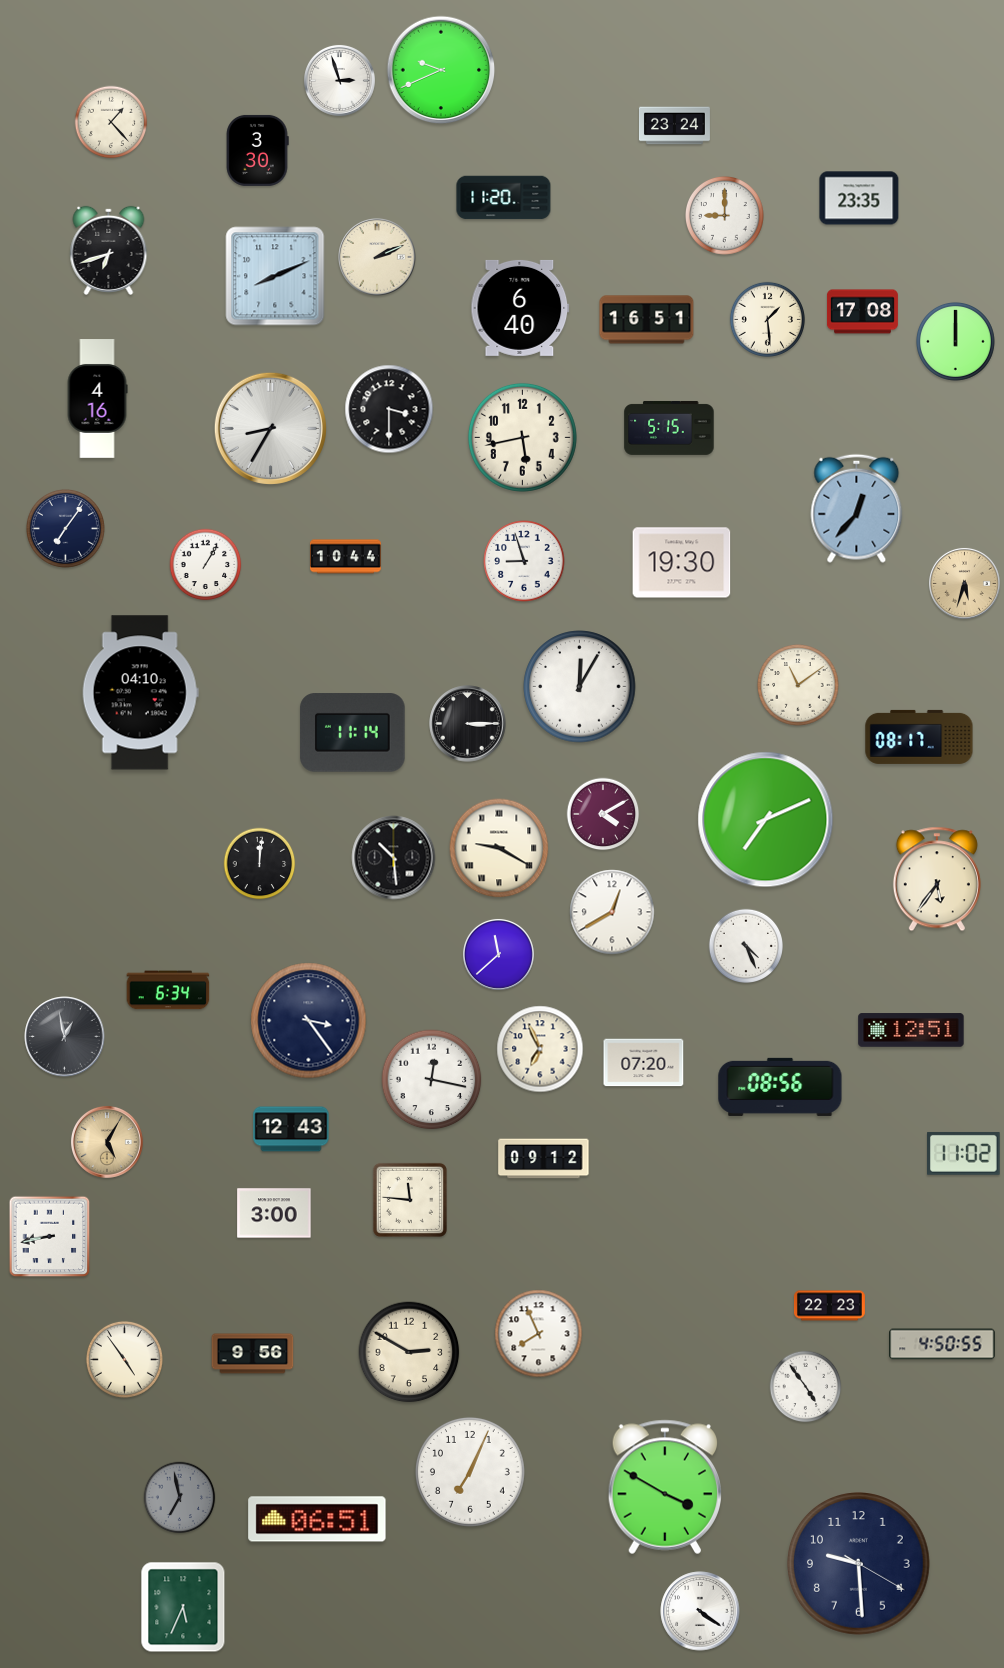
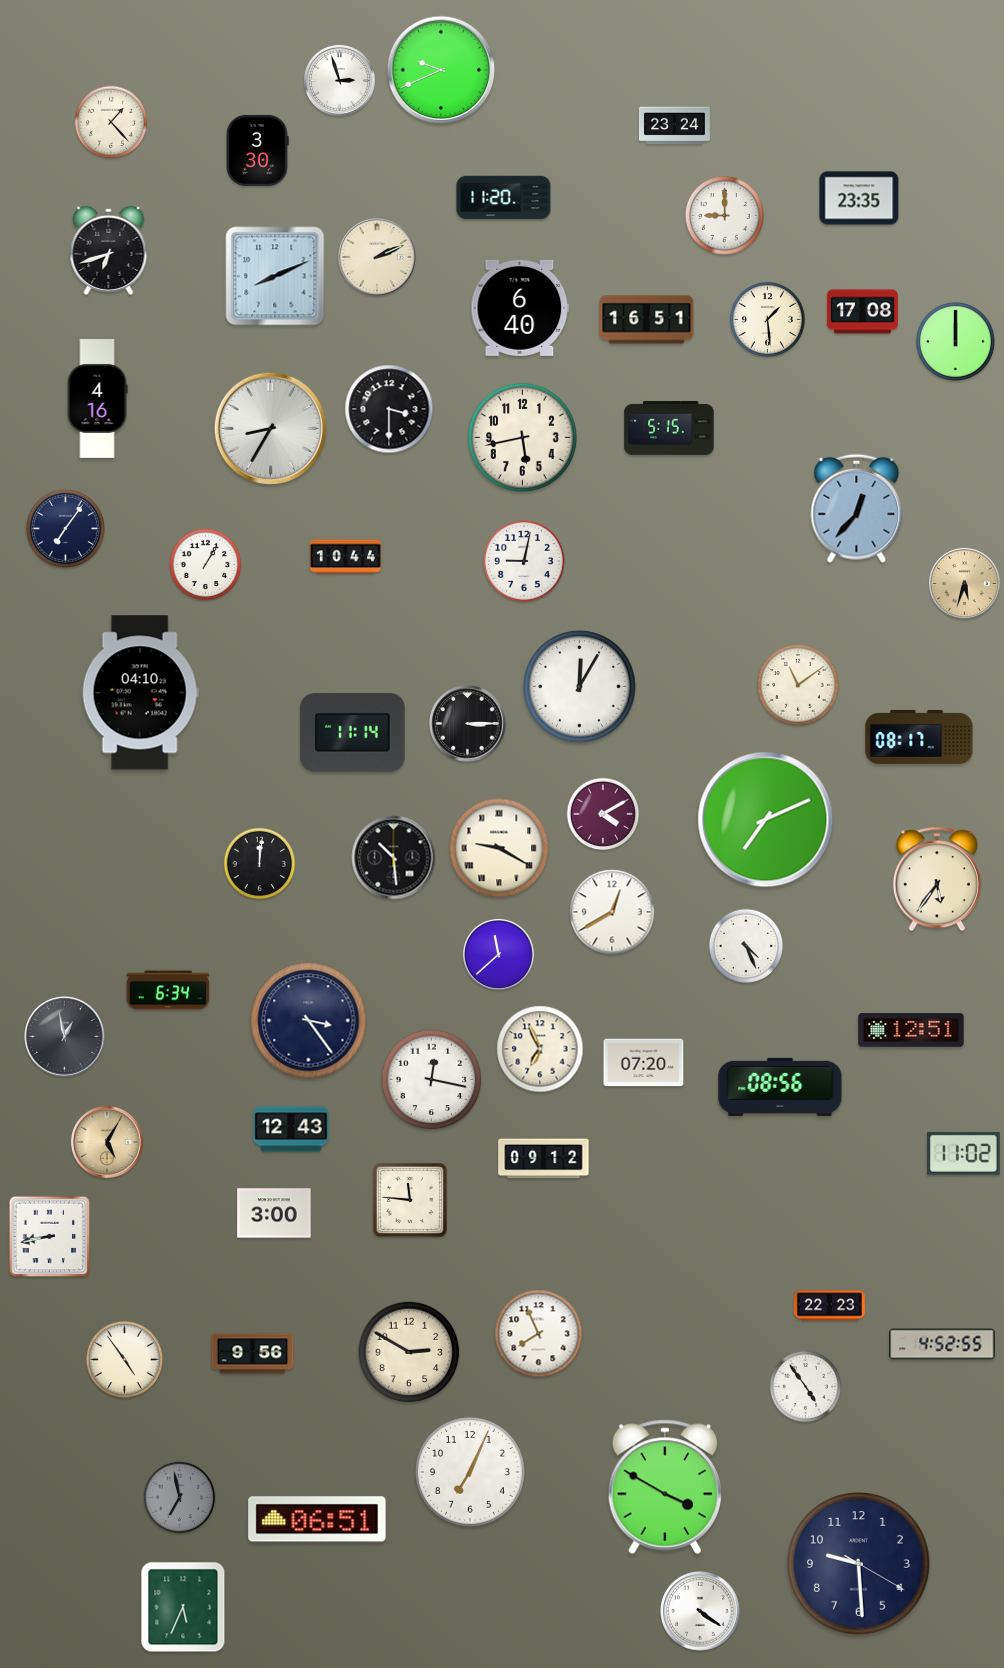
clock at (524, 561): 8:57 -> 9:02
clock at (682, 563): 19:30 -> none
clock at (942, 1344): 4:50 -> 4:52
